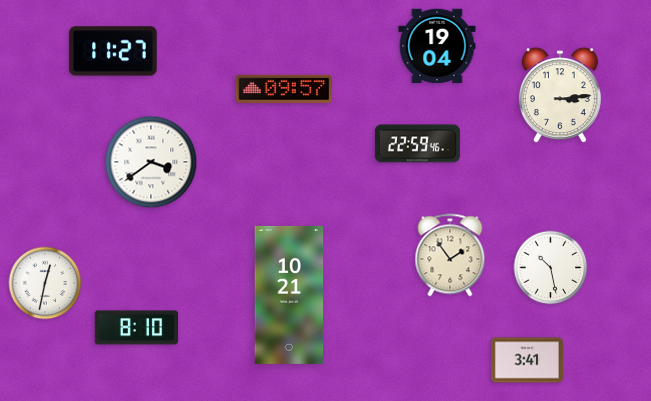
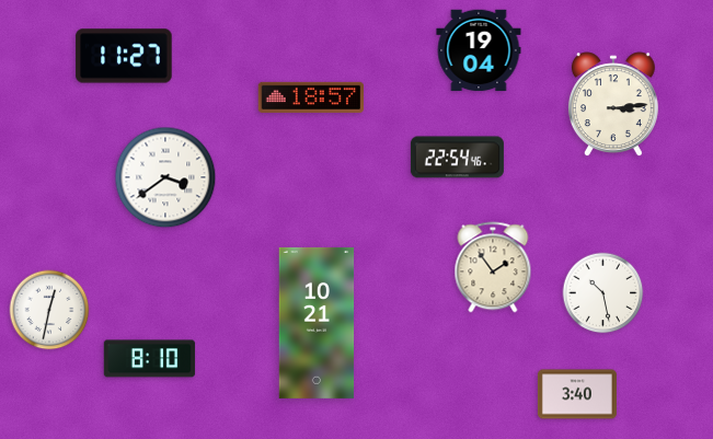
clock at (284, 89): 09:57 -> 18:57
clock at (417, 144): 22:59 -> 22:54
clock at (450, 255) position: (450, 255) -> (493, 267)
clock at (527, 360): 3:41 -> 3:40
